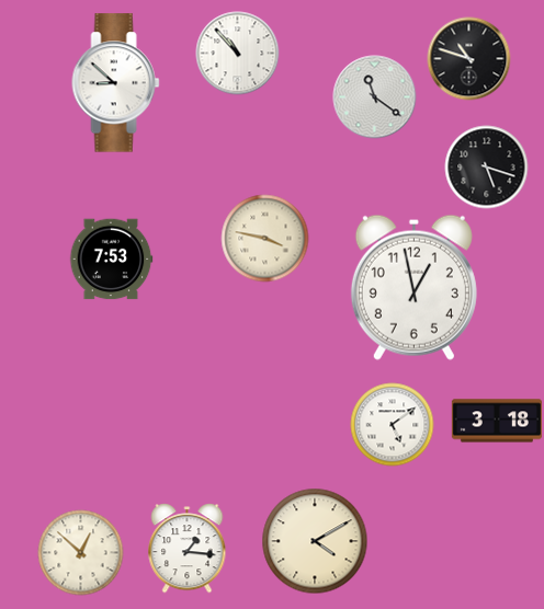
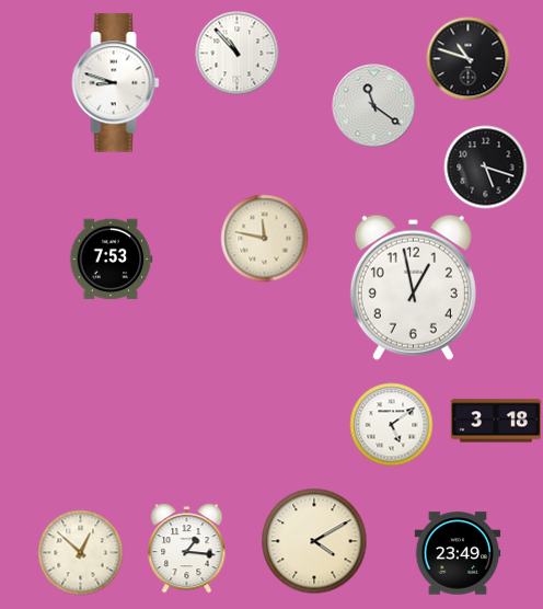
clock at (116, 83): 8:52 -> 8:48
clock at (375, 97) position: (375, 97) -> (374, 106)
clock at (265, 239): 3:47 -> 11:47
clock at (458, 553): none -> 23:49
